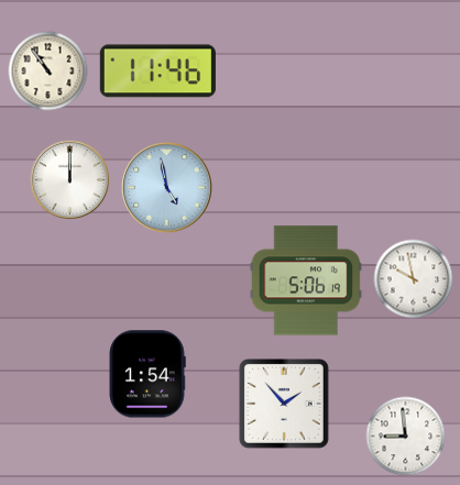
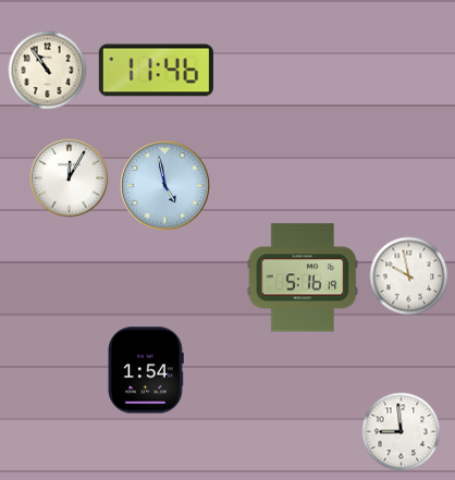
clock at (70, 180): 12:00 -> 12:05
clock at (306, 280): 5:06 -> 5:16
clock at (284, 404): 1:53 -> none
